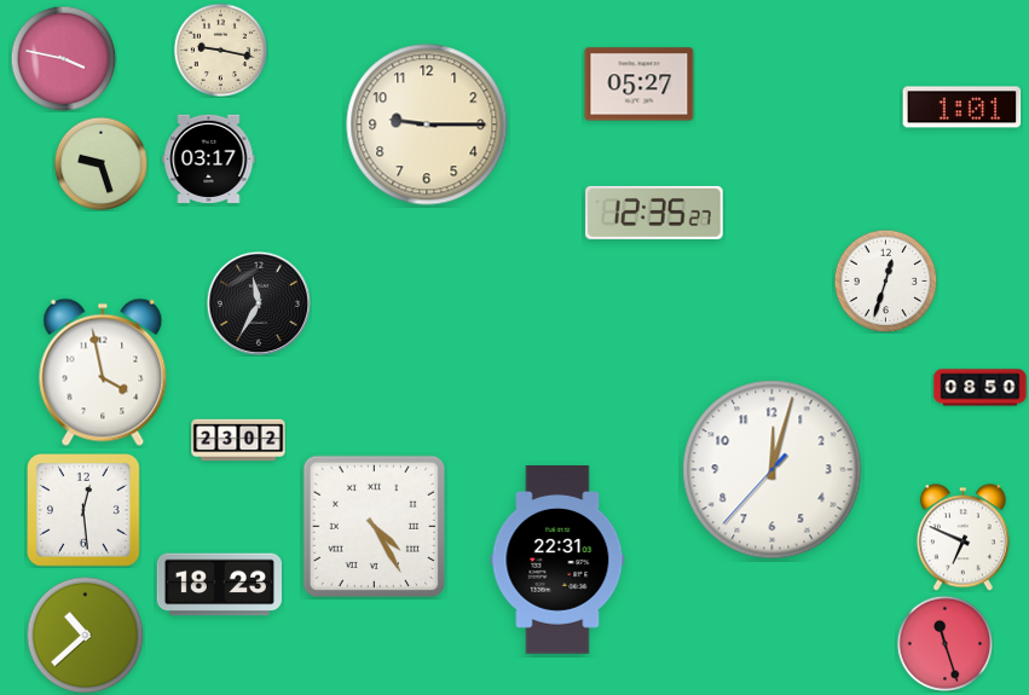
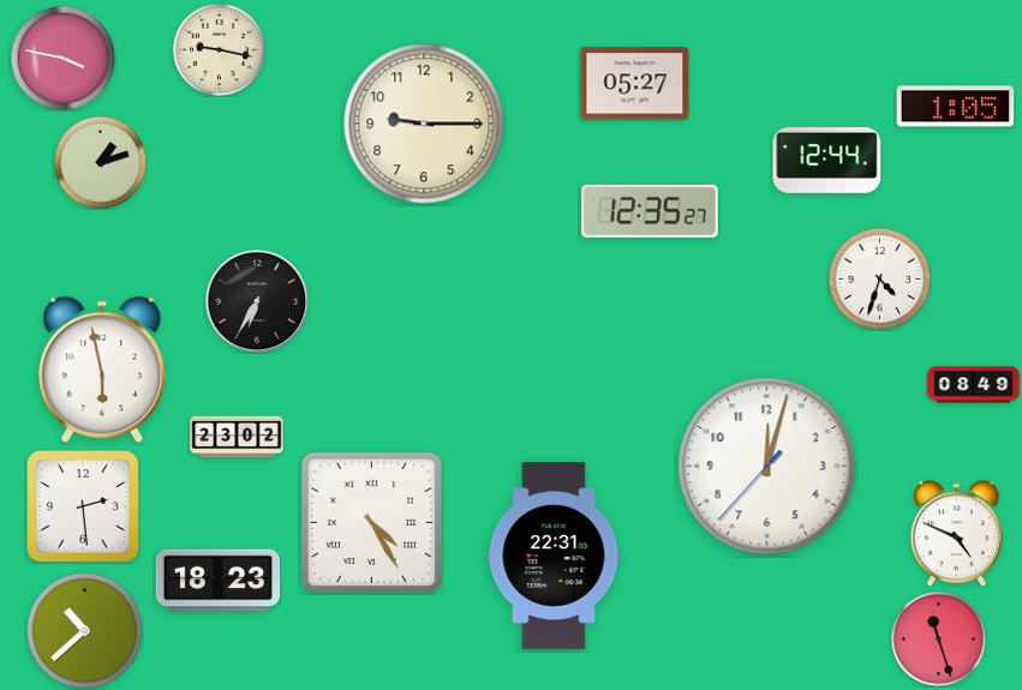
clock at (962, 108): 1:01 -> 1:05
clock at (209, 158): 03:17 -> none
clock at (827, 160): none -> 12:44
clock at (100, 163): 9:27 -> 1:12
clock at (885, 280): 12:33 -> 4:33
clock at (258, 302): 11:35 -> 6:35
clock at (103, 372): 3:58 -> 5:58
clock at (981, 388): 08:50 -> 08:49
clock at (83, 510): 12:29 -> 2:29
clock at (962, 538): 6:49 -> 4:49
